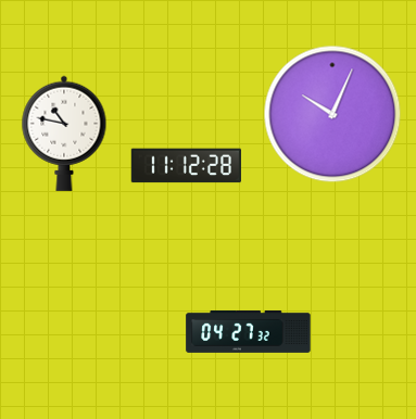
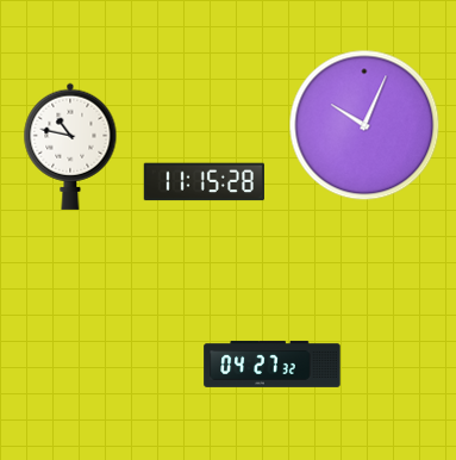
clock at (186, 166): 11:12 -> 11:15
